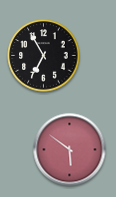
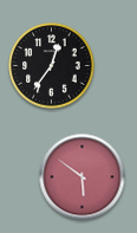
clock at (44, 56): 6:55 -> 12:36
